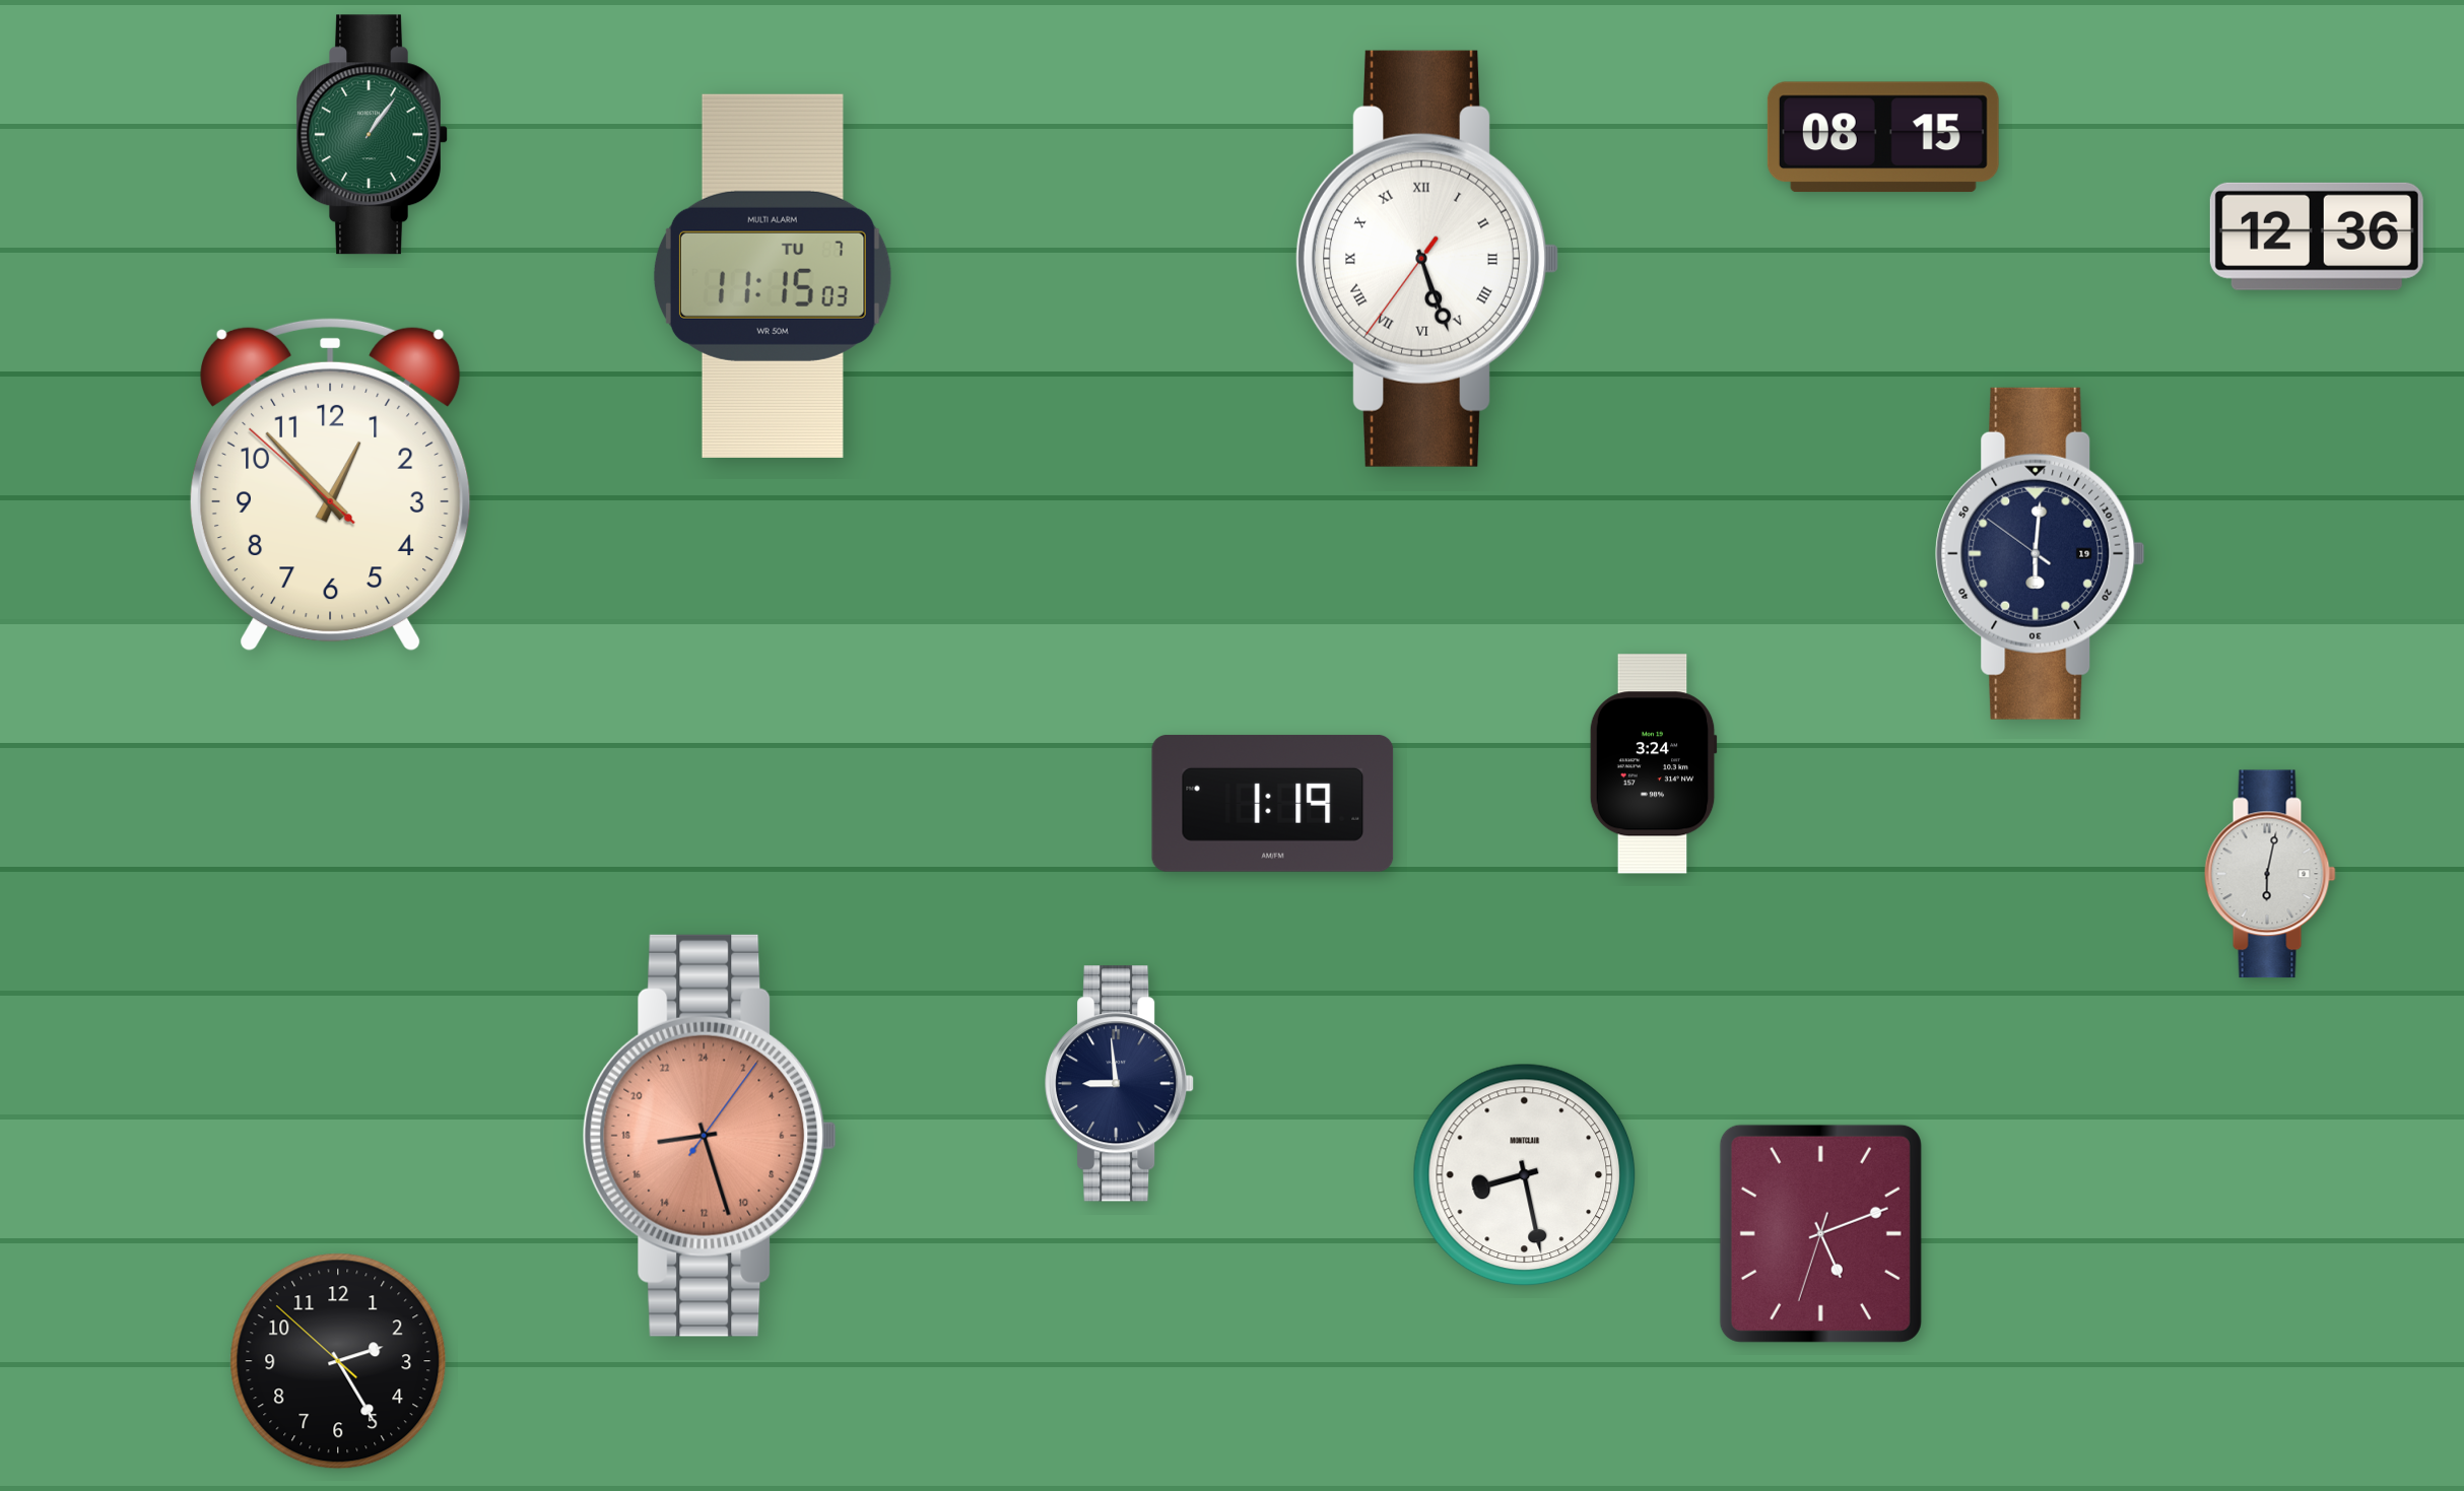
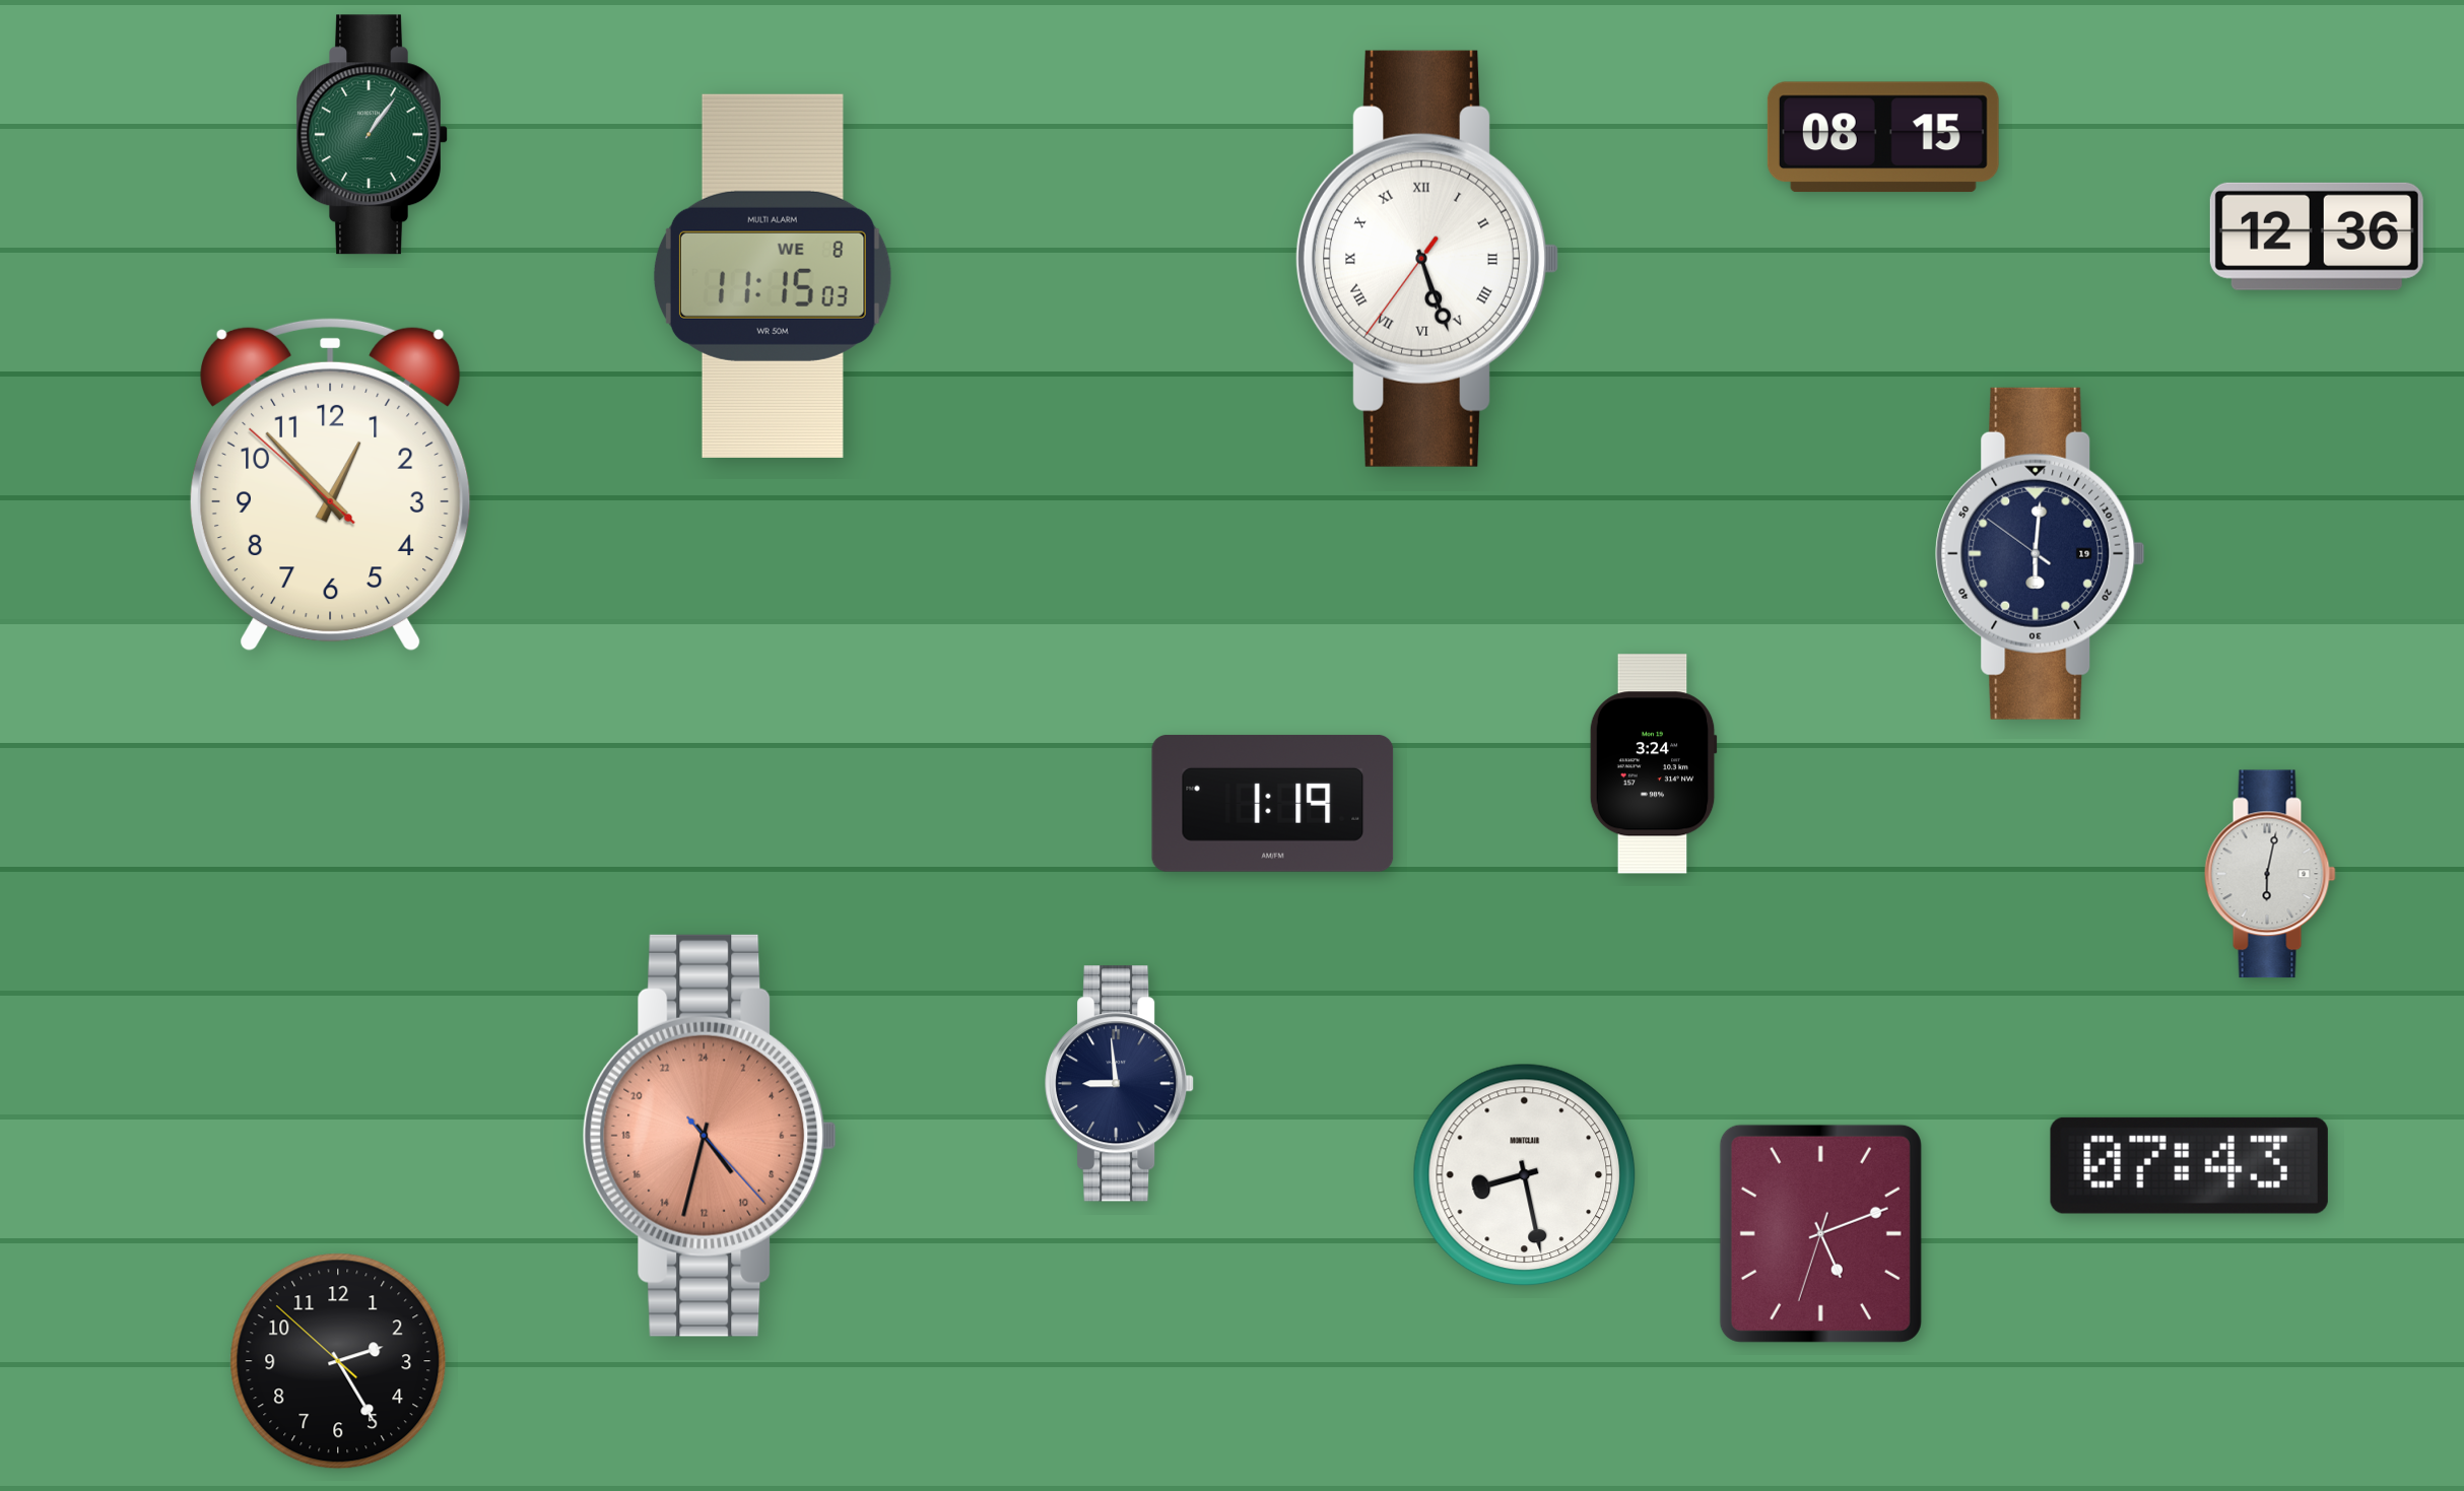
clock at (773, 276) date: TU 7 -> WE 8
clock at (710, 1136): 17:27 -> 9:32
clock at (2189, 1165): none -> 07:43
